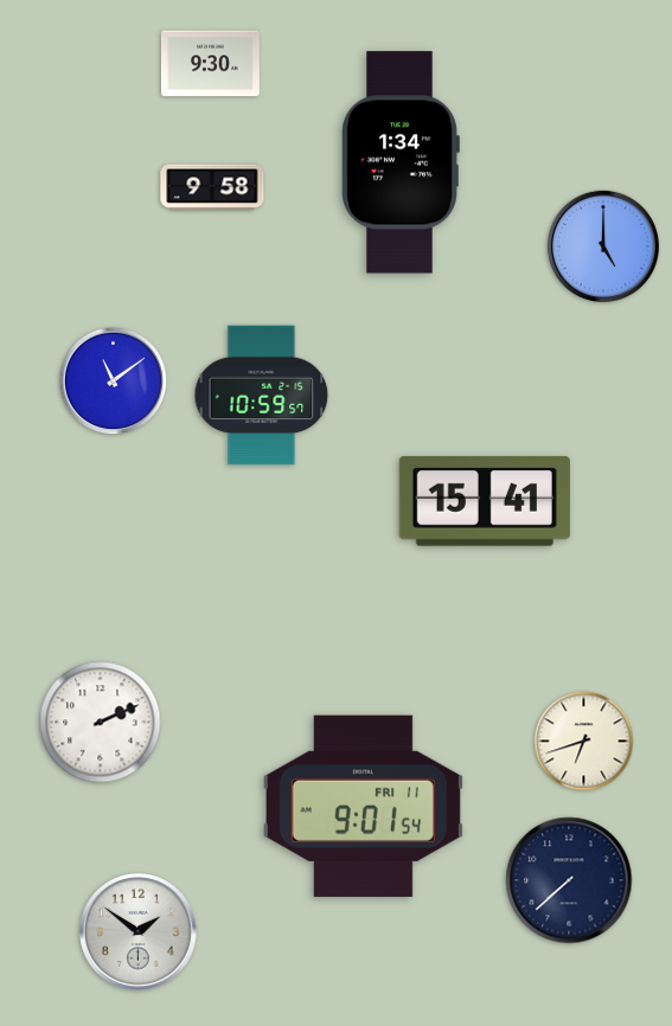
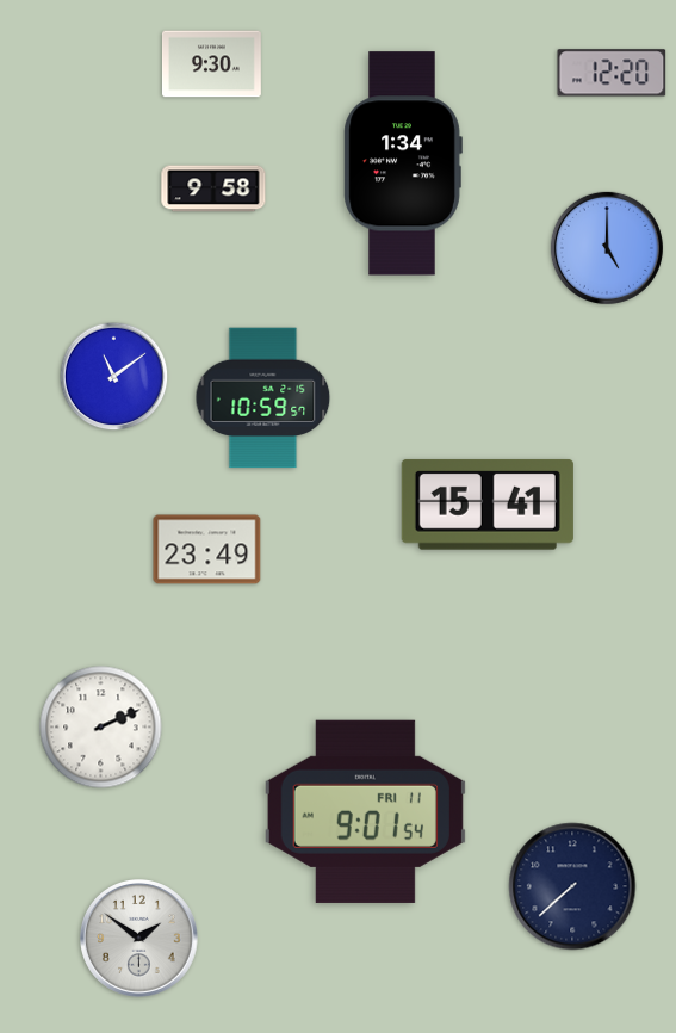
clock at (612, 73): none -> 12:20
clock at (114, 381) position: (114, 381) -> (114, 377)
clock at (207, 550): none -> 23:49
clock at (584, 742): 6:42 -> none
